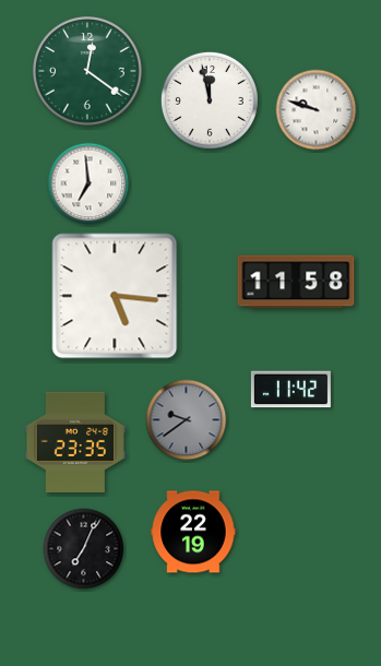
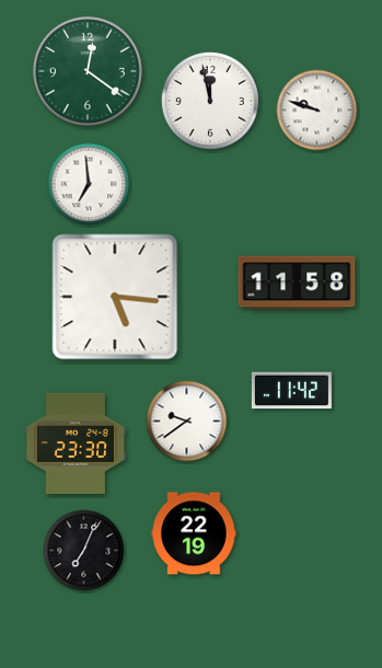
clock at (187, 420) dial: grey -> white
clock at (75, 442): 23:35 -> 23:30
